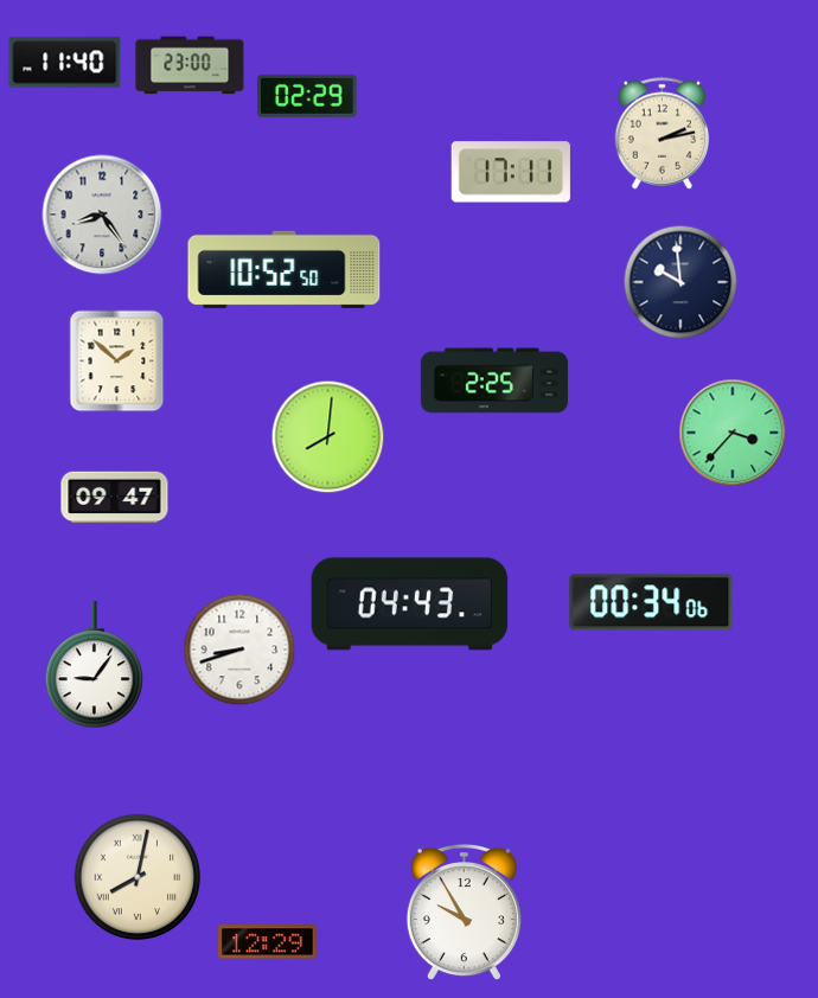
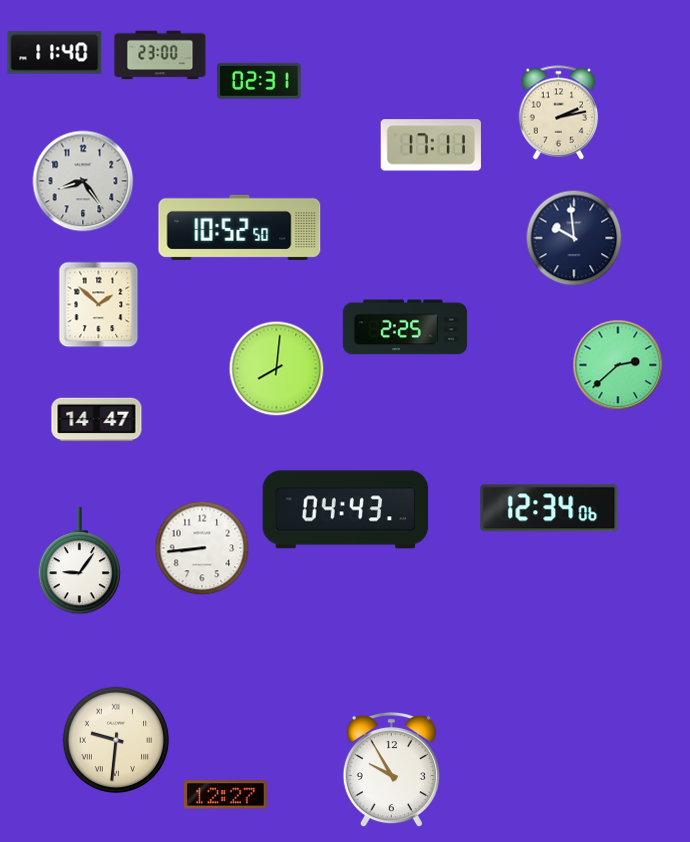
clock at (307, 96): 02:29 -> 02:31
clock at (102, 215) position: (102, 215) -> (83, 181)
clock at (494, 380) position: (494, 380) -> (405, 327)
clock at (733, 433): 3:37 -> 2:38
clock at (115, 498): 09:47 -> 14:47
clock at (651, 602): 00:34 -> 12:34
clock at (239, 650): 8:42 -> 8:44
clock at (138, 877): 8:02 -> 9:31
clock at (268, 942): 12:29 -> 12:27
